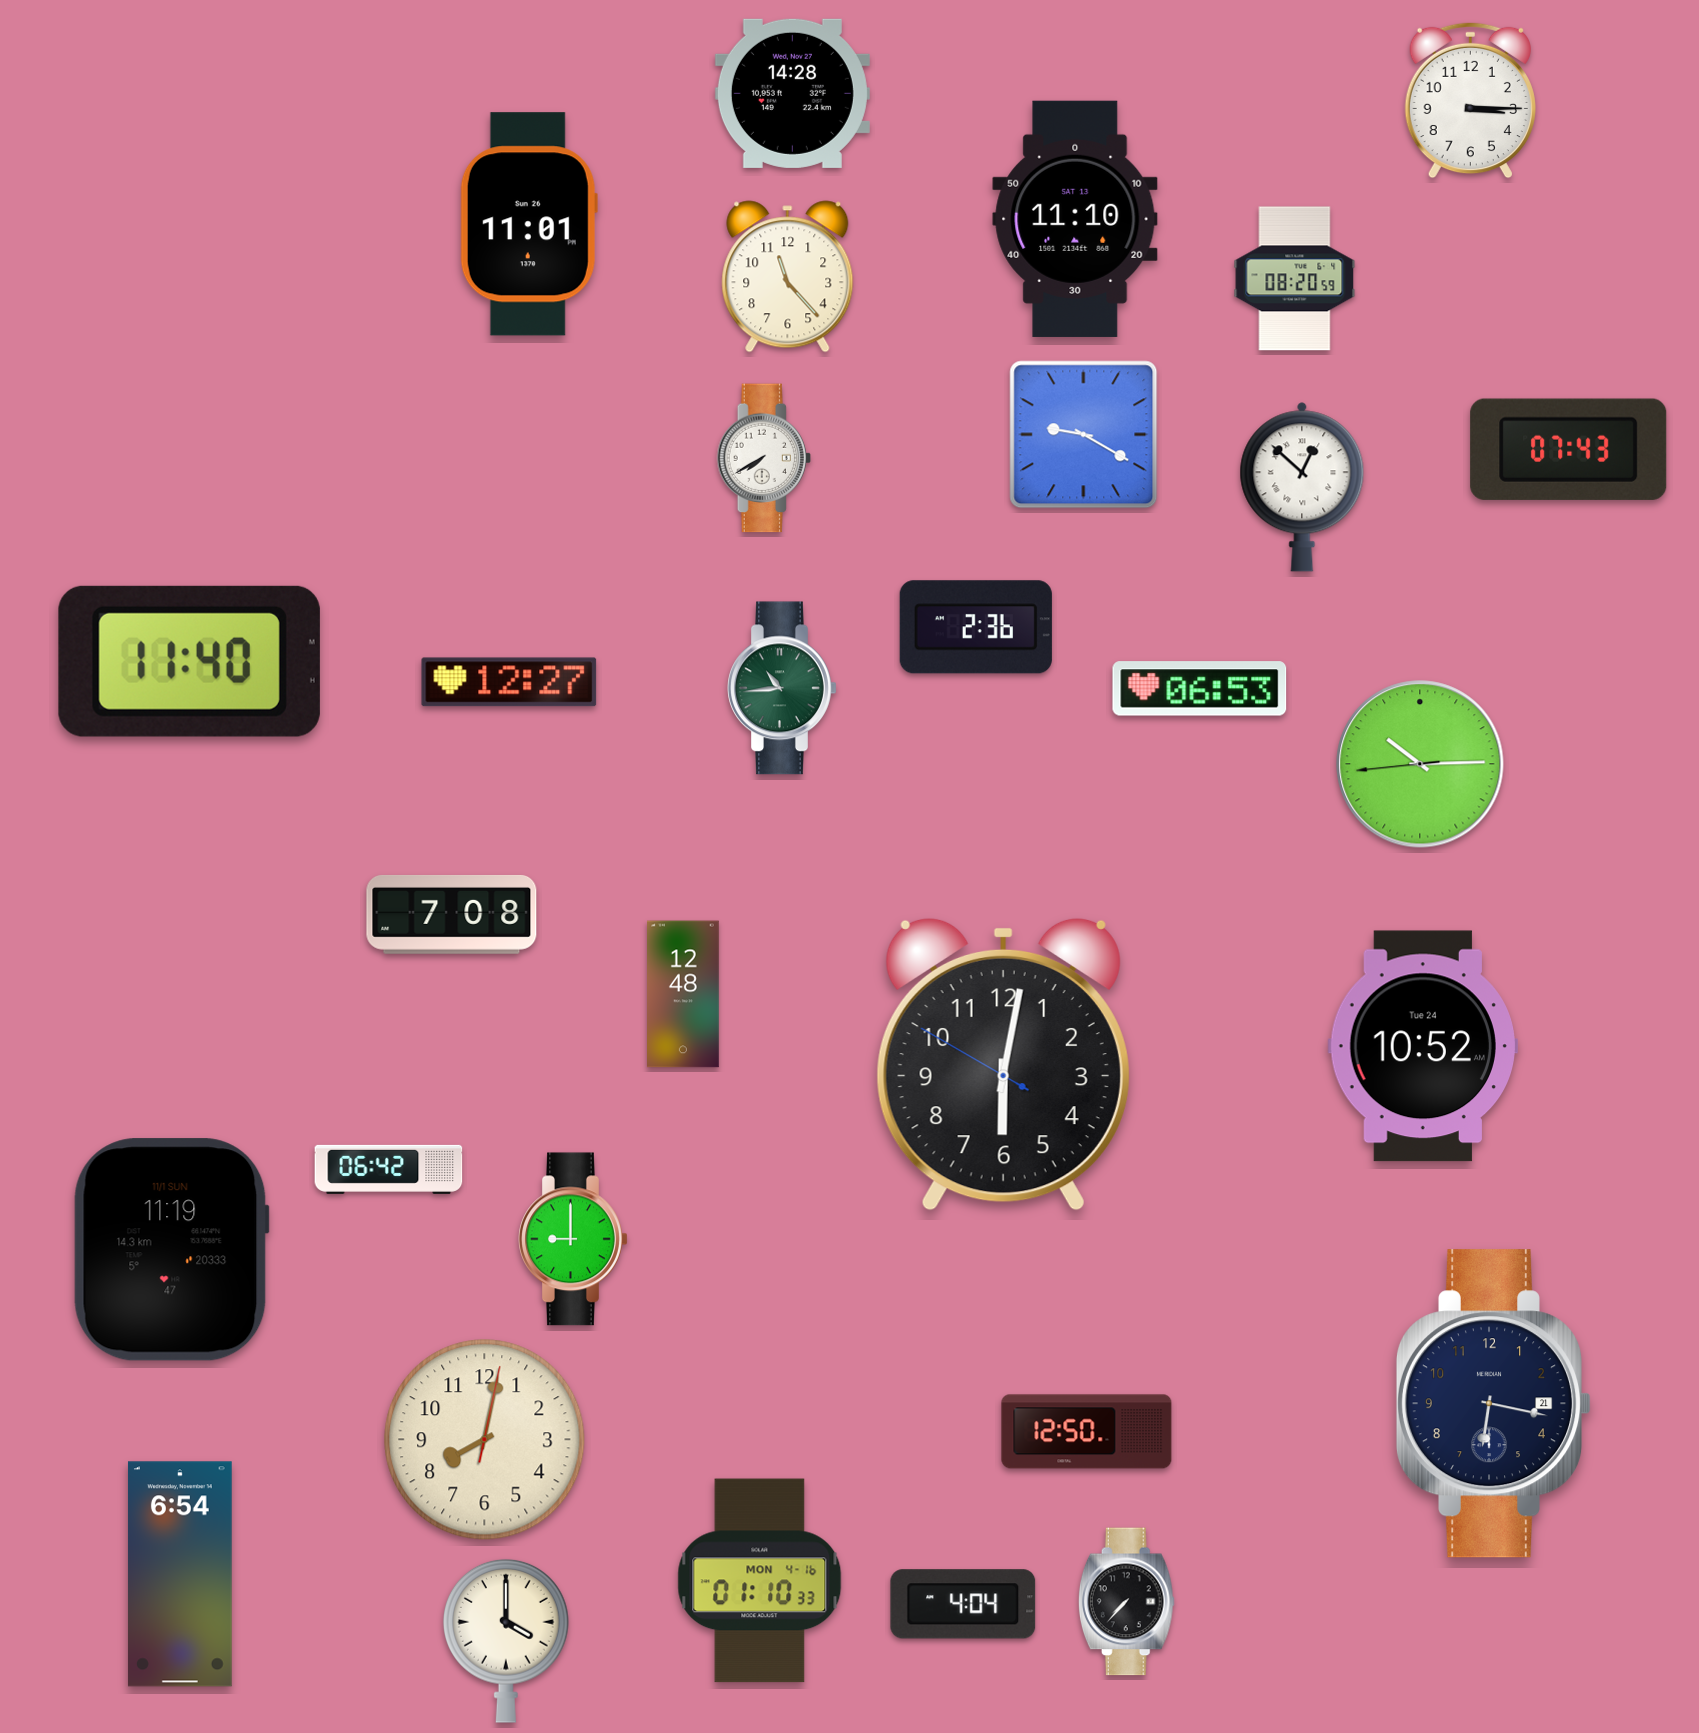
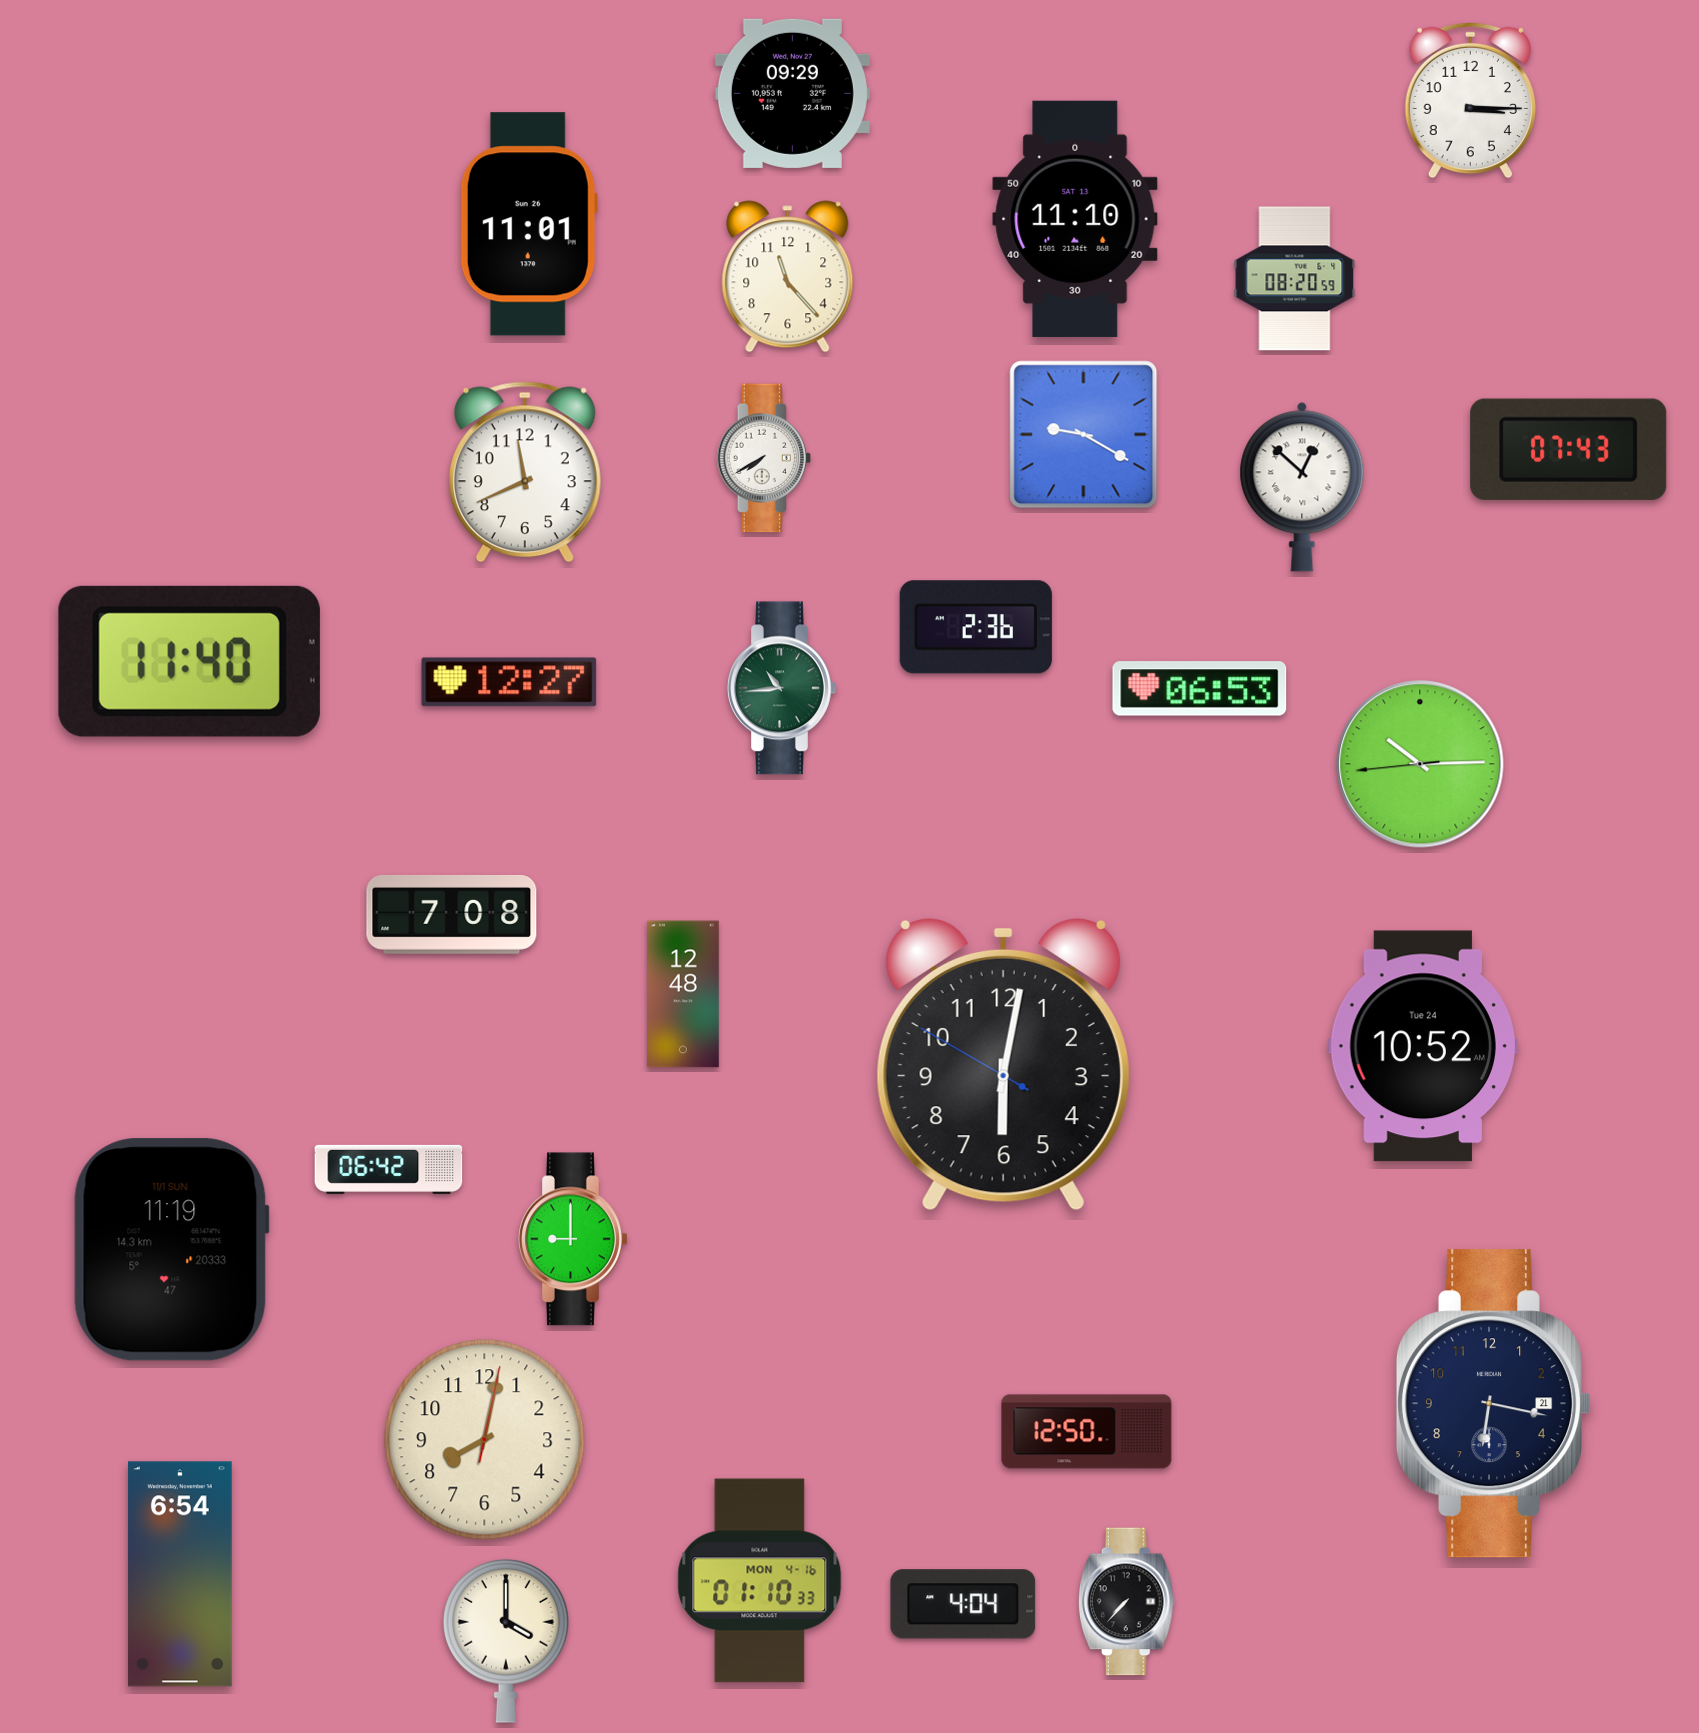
clock at (792, 93): 14:28 -> 09:29
clock at (525, 472): none -> 11:41
